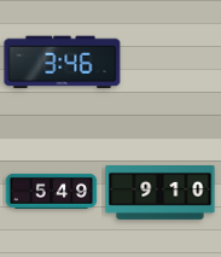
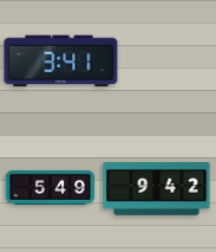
clock at (63, 63): 3:46 -> 3:41
clock at (161, 193): 9:10 -> 9:42
